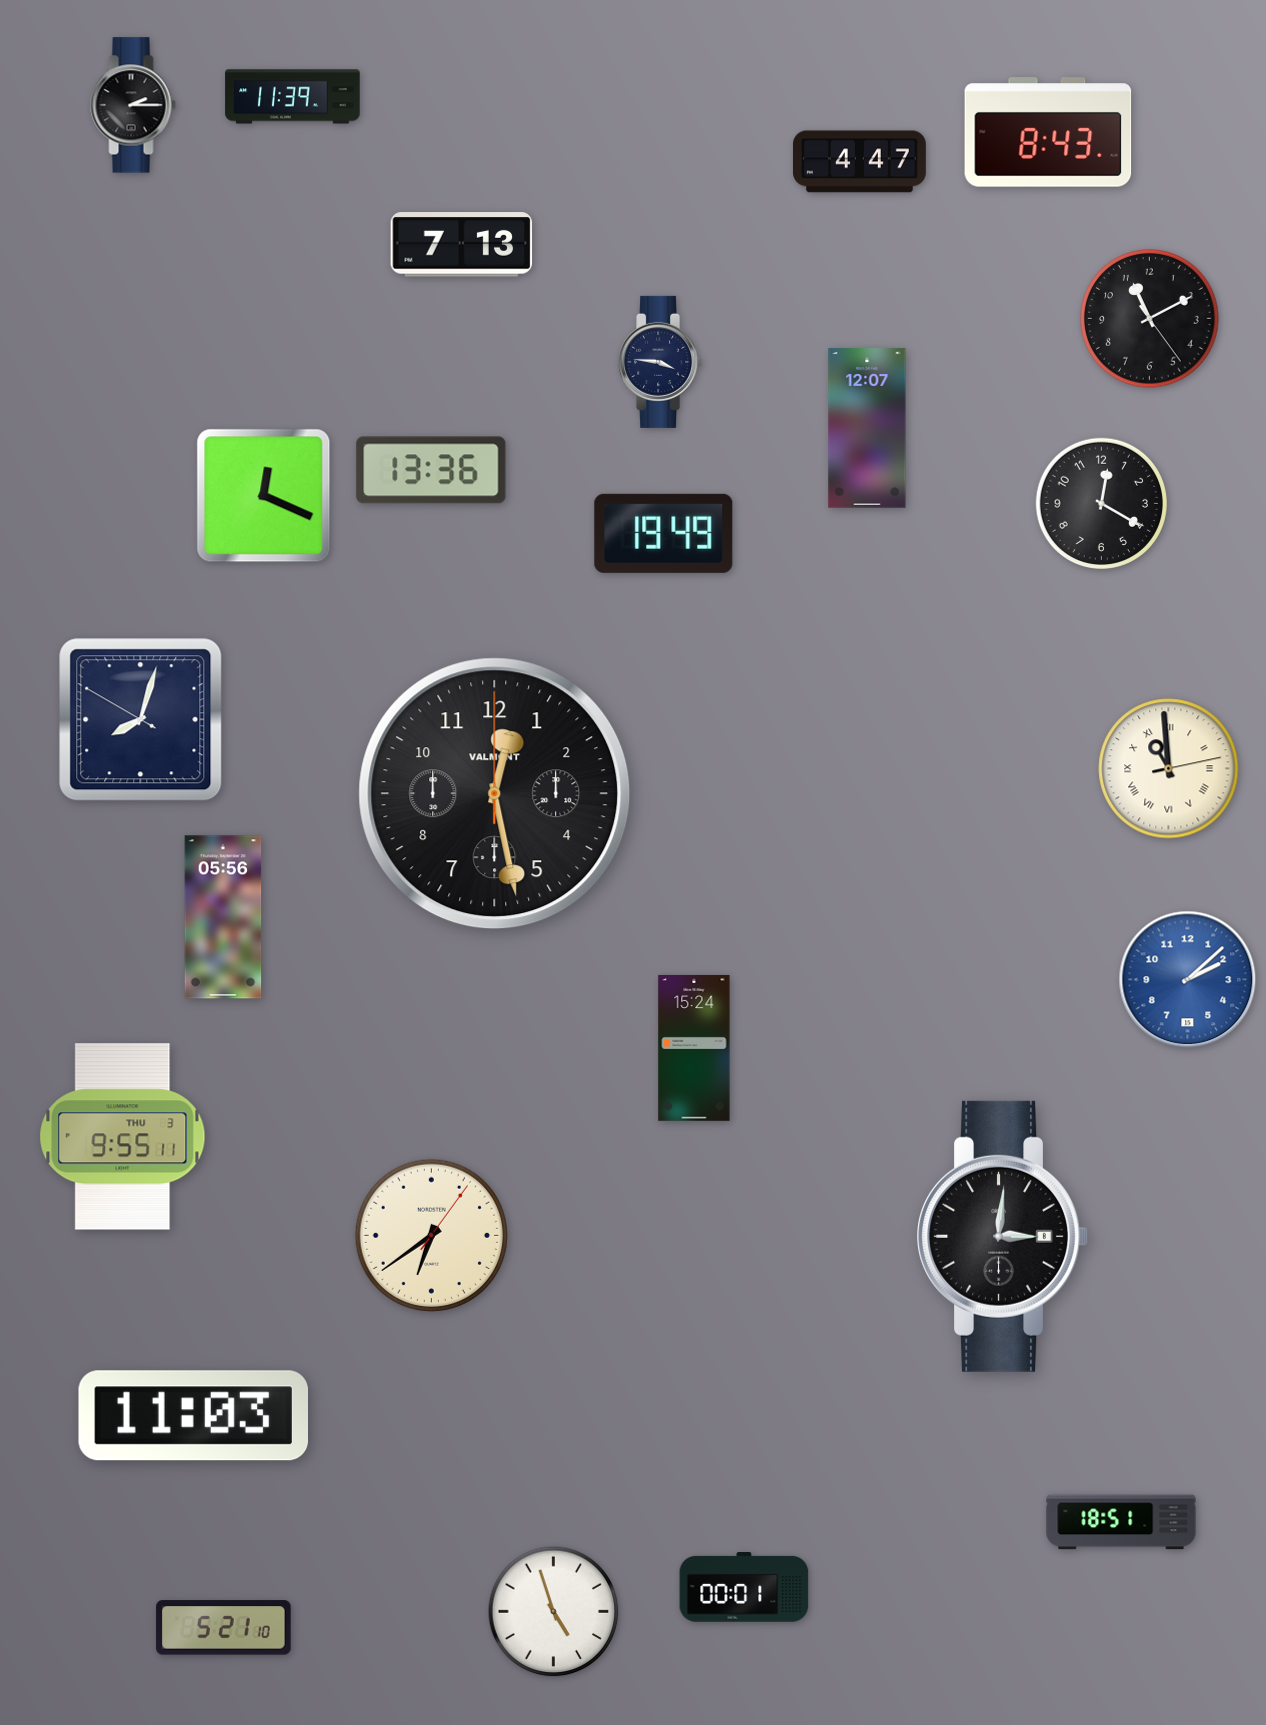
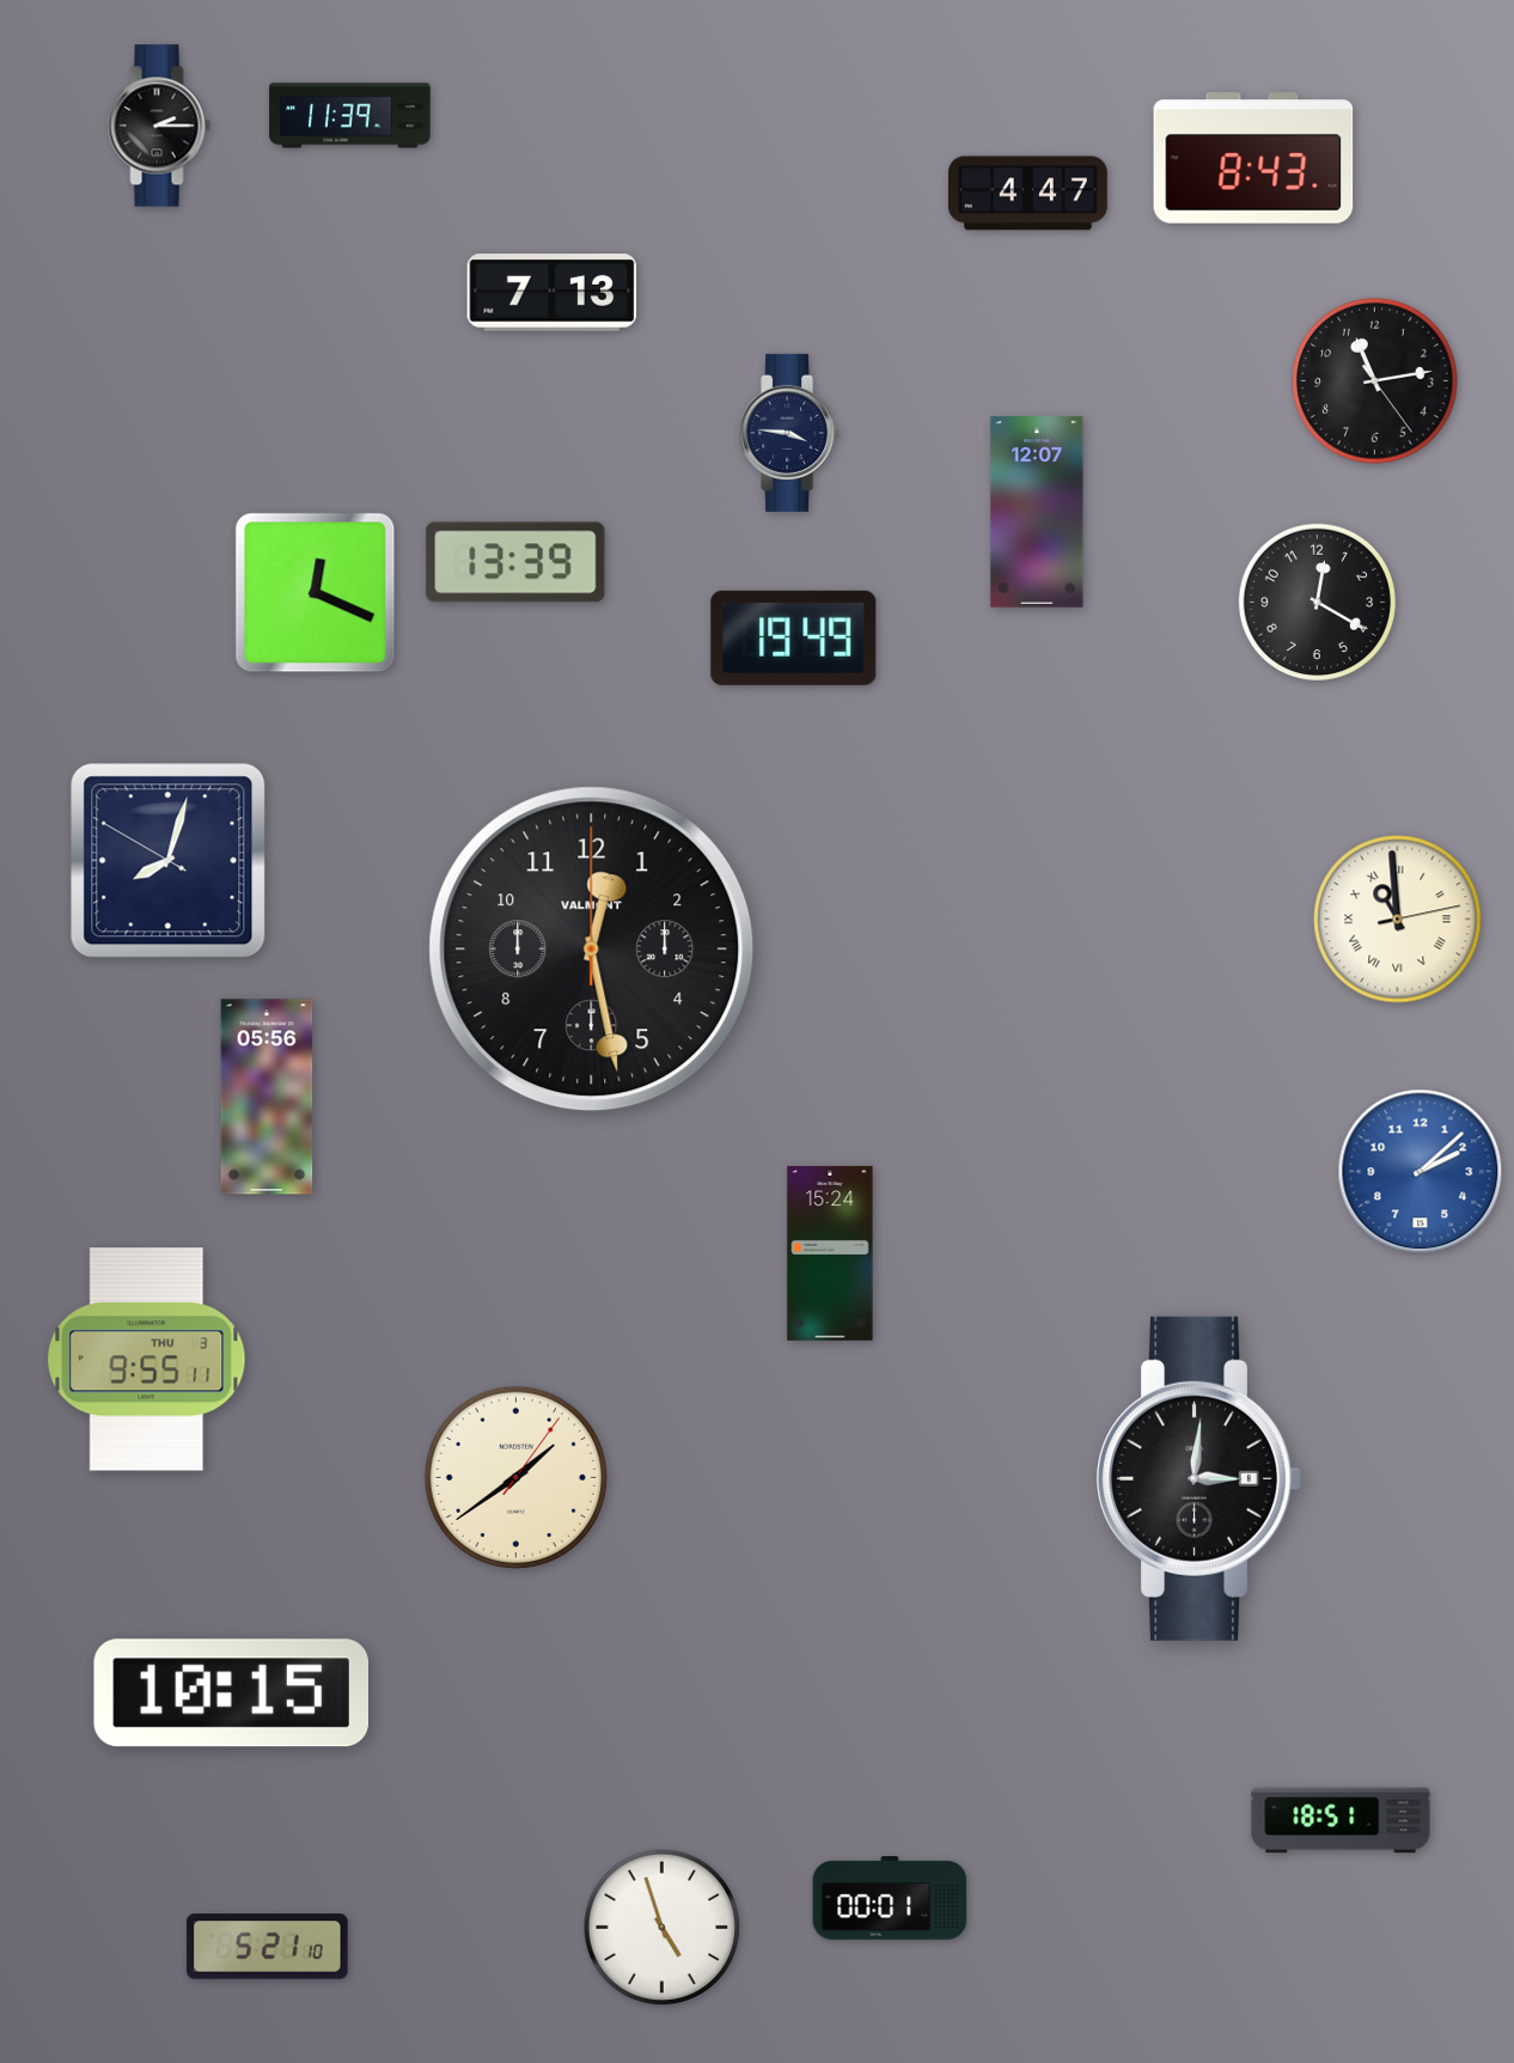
clock at (1150, 319): 11:10 -> 11:13
clock at (431, 470): 13:36 -> 13:39
clock at (431, 1235): 6:39 -> 1:39
clock at (193, 1416): 11:03 -> 10:15
